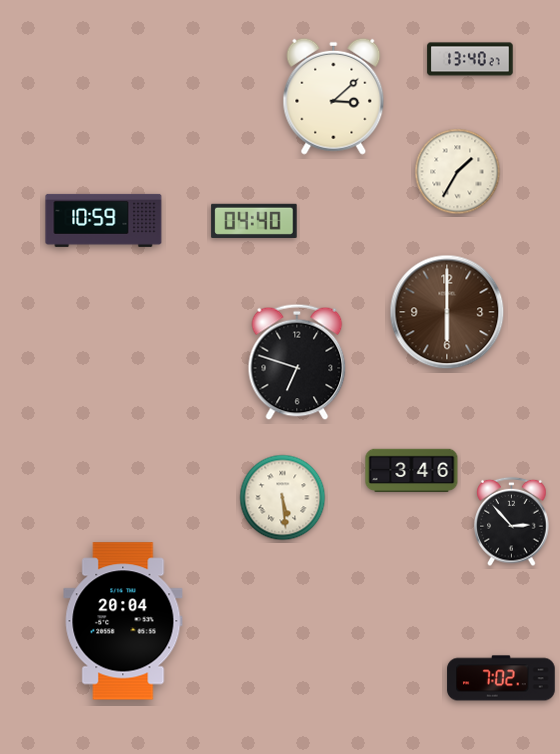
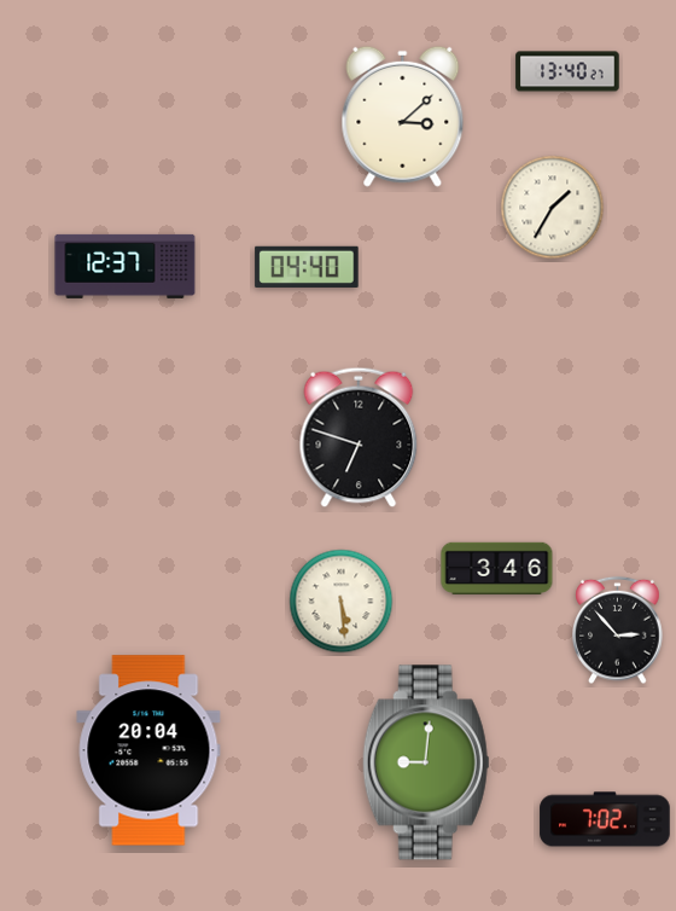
clock at (104, 220): 10:59 -> 12:37
clock at (447, 312): 6:00 -> none
clock at (426, 762): none -> 9:01
